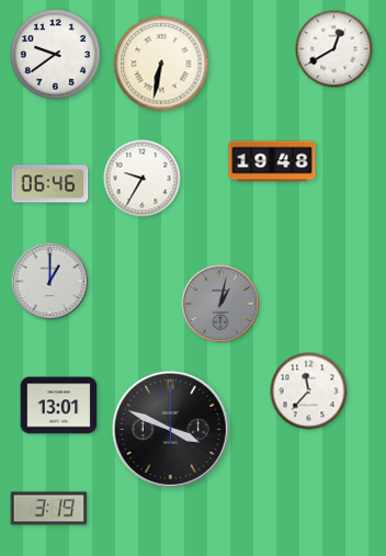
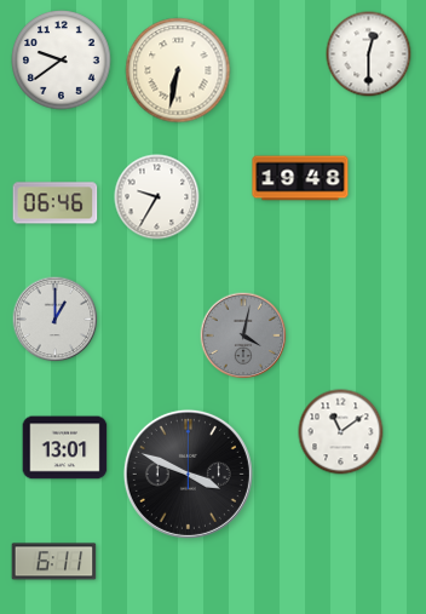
clock at (334, 49): 12:40 -> 12:30
clock at (50, 282) position: (50, 282) -> (56, 320)
clock at (220, 304): 1:02 -> 4:02
clock at (309, 392): 11:37 -> 11:09
clock at (49, 509): 3:19 -> 6:11
